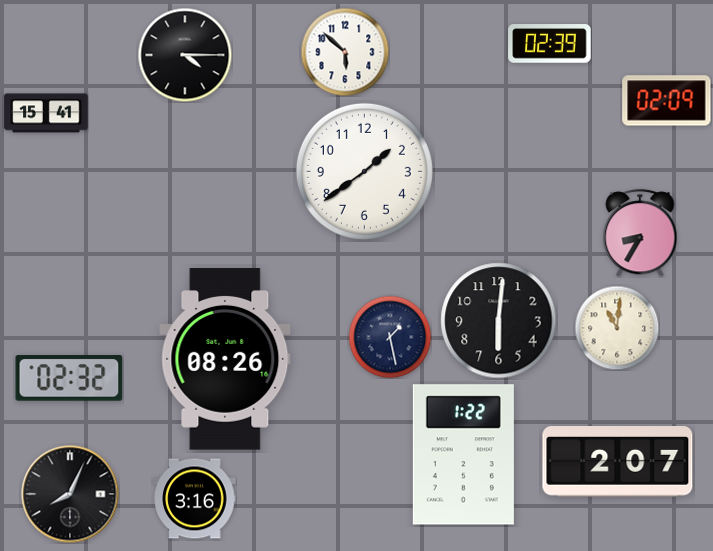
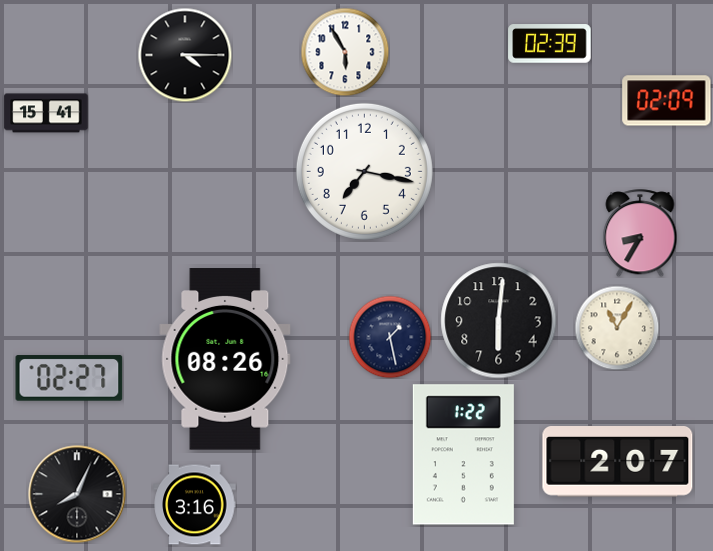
clock at (345, 52): 5:52 -> 5:55
clock at (364, 171): 1:39 -> 7:17
clock at (617, 328): 11:01 -> 11:05
clock at (69, 378): 02:32 -> 02:27
clock at (70, 494) position: (70, 494) -> (77, 494)
clock at (195, 499) position: (195, 499) -> (195, 505)
